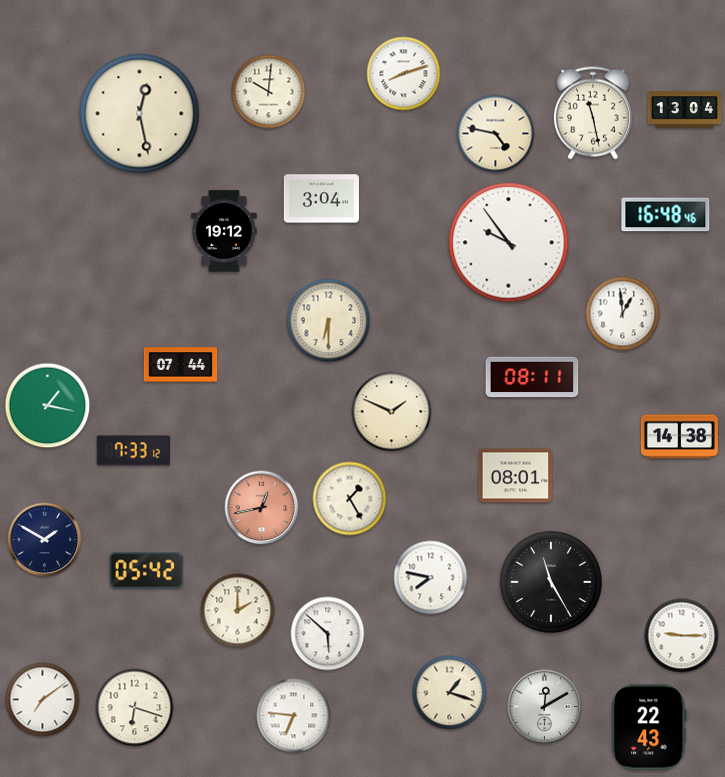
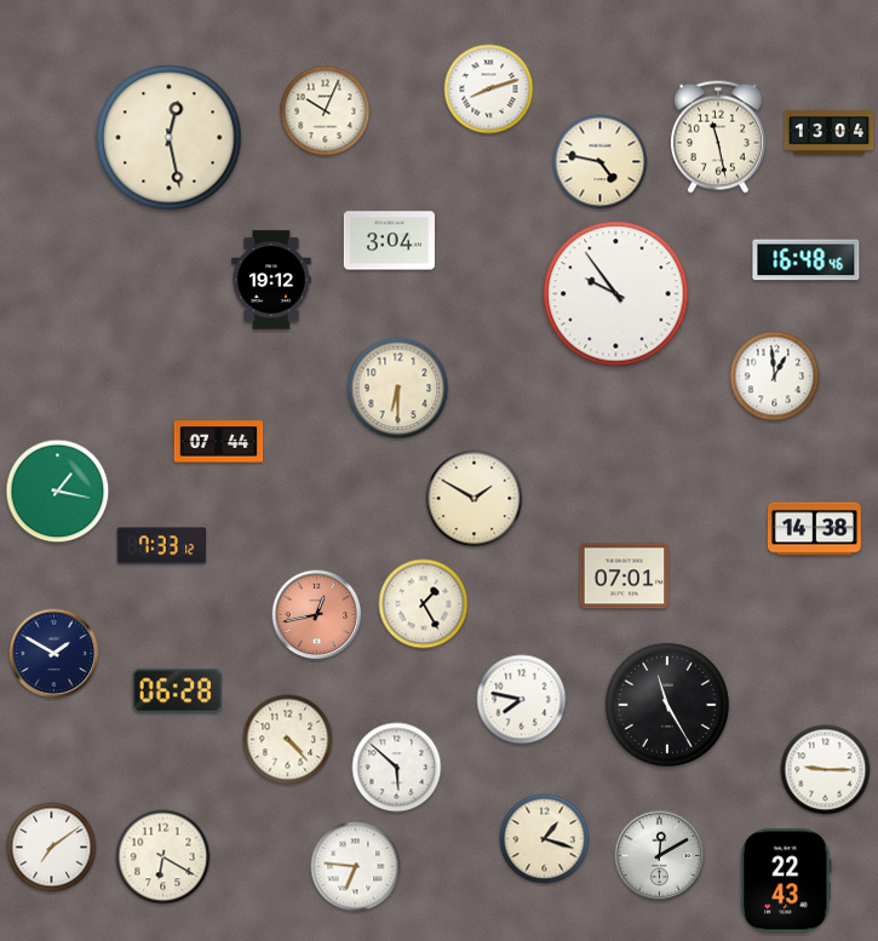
clock at (269, 92): 10:01 -> 10:04
clock at (623, 314) position: (623, 314) -> (775, 377)
clock at (532, 377): 08:11 -> none
clock at (392, 412): 1:49 -> 1:50
clock at (679, 437) position: (679, 437) -> (814, 529)
clock at (516, 476): 08:01 -> 07:01
clock at (146, 571): 05:42 -> 06:28
clock at (238, 611): 2:00 -> 4:23
clock at (135, 708): 6:18 -> 6:20
